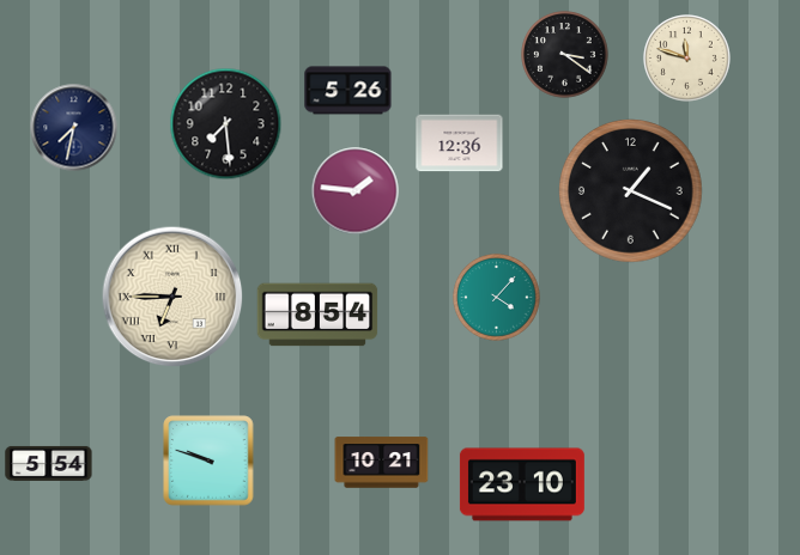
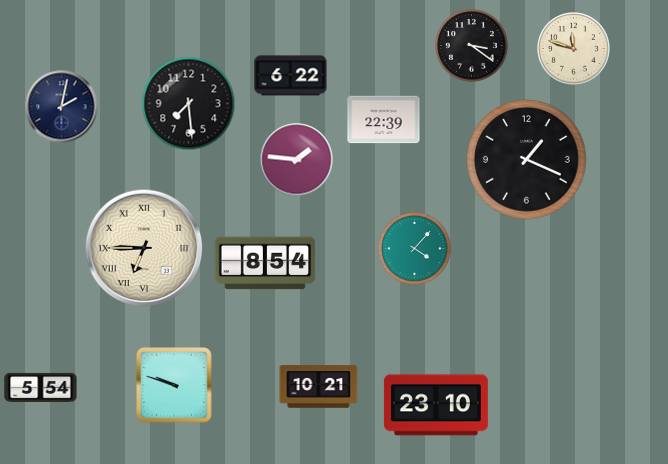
clock at (349, 91): 5:26 -> 6:22
clock at (74, 128): 7:32 -> 2:02
clock at (460, 144): 12:36 -> 22:39
